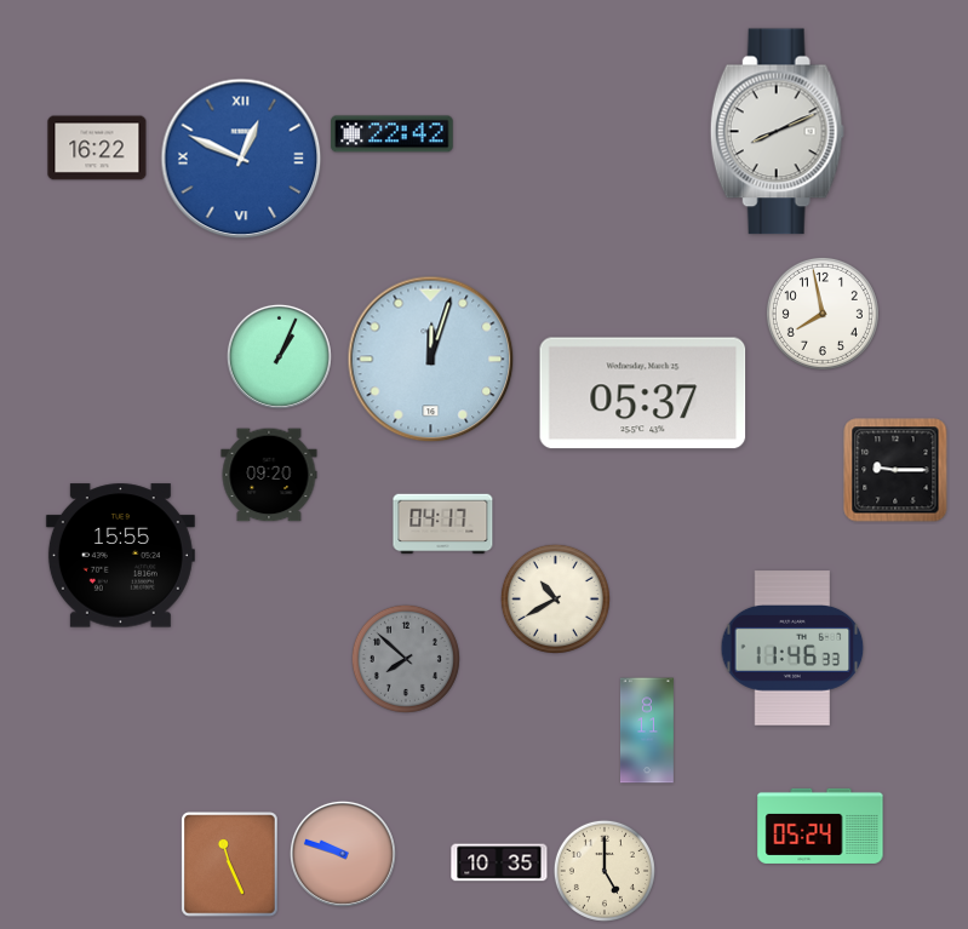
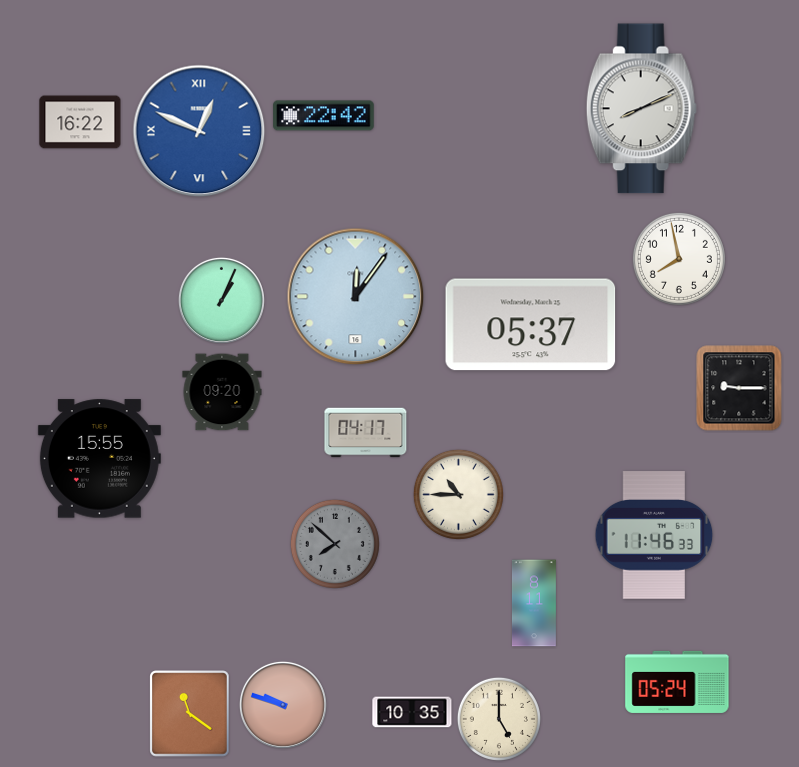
clock at (393, 134) position: (393, 134) -> (324, 116)
clock at (279, 356) position: (279, 356) -> (221, 300)
clock at (431, 360): 12:03 -> 12:06
clock at (555, 598): 10:40 -> 10:45
clock at (230, 865): 11:26 -> 11:21
